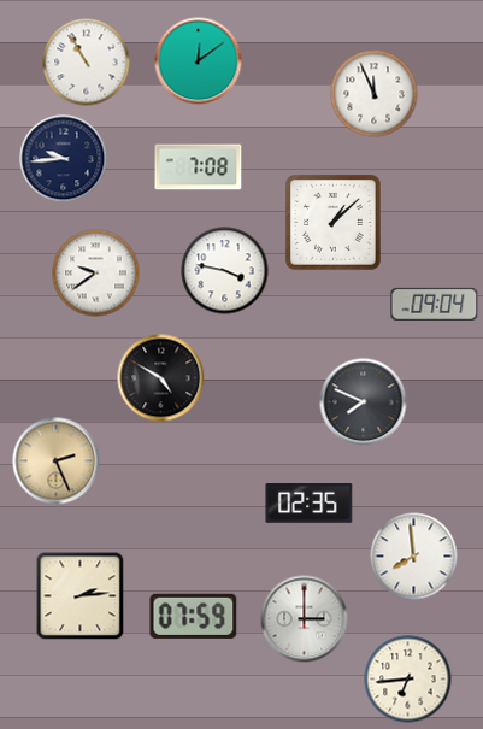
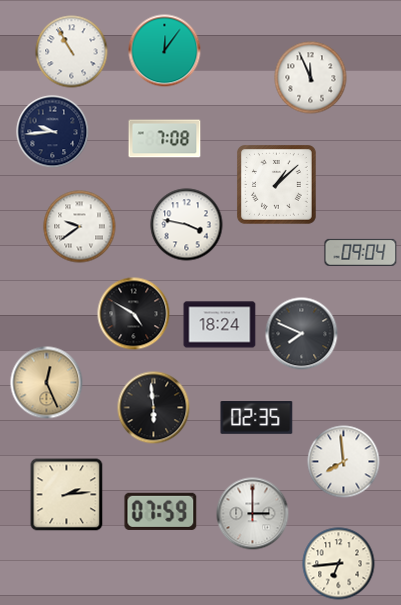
clock at (199, 61): 12:09 -> 12:06
clock at (220, 325): none -> 18:24
clock at (57, 461): 2:26 -> 12:26
clock at (154, 408): none -> 5:59
